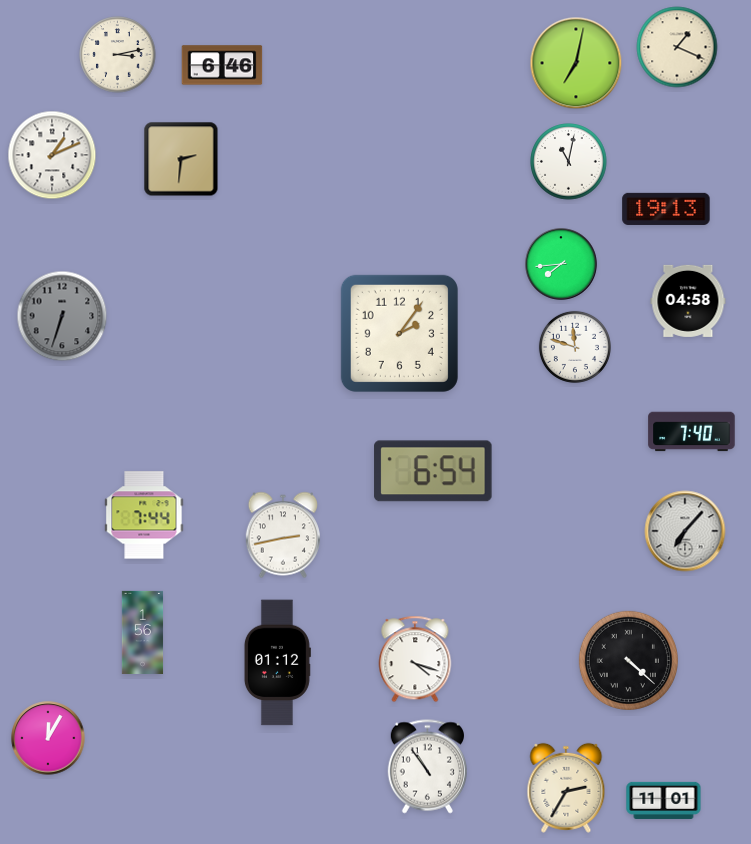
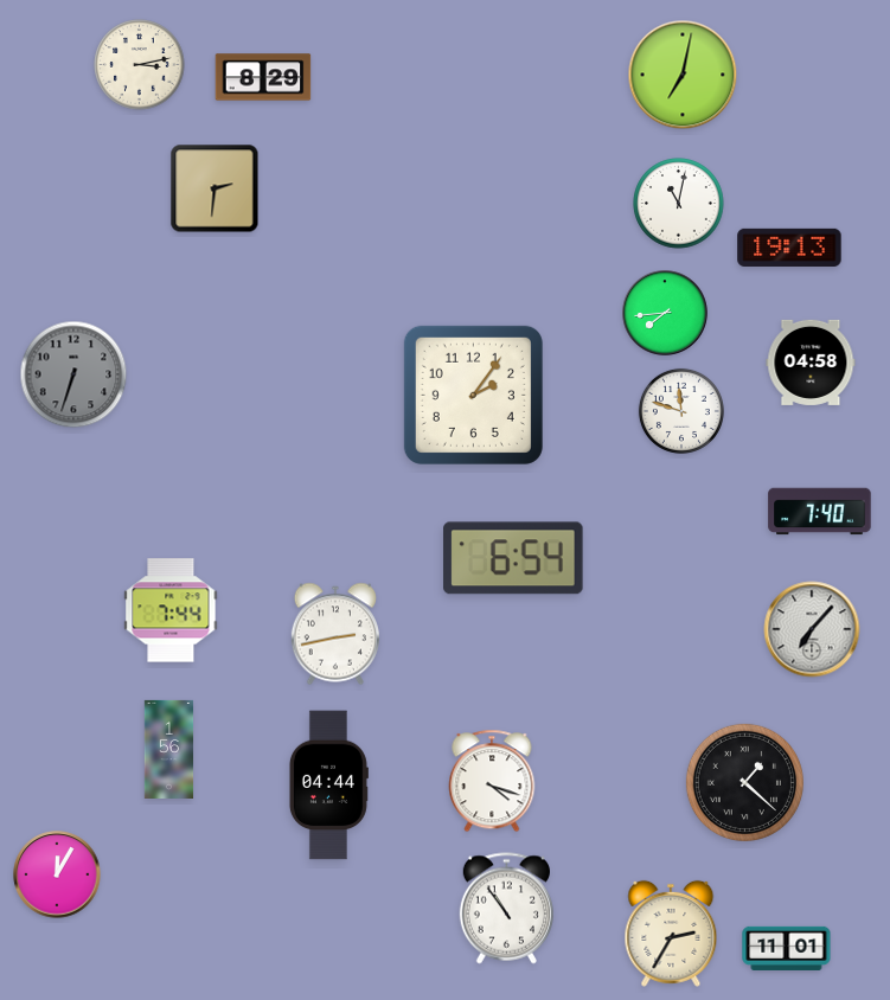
clock at (677, 47): 1:19 -> none
clock at (222, 65): 6:46 -> 8:29
clock at (52, 155): 1:11 -> none
clock at (569, 162) position: (569, 162) -> (679, 204)
clock at (688, 301) position: (688, 301) -> (811, 363)
clock at (628, 660): 4:22 -> 1:22
clock at (277, 663): 01:12 -> 04:44
